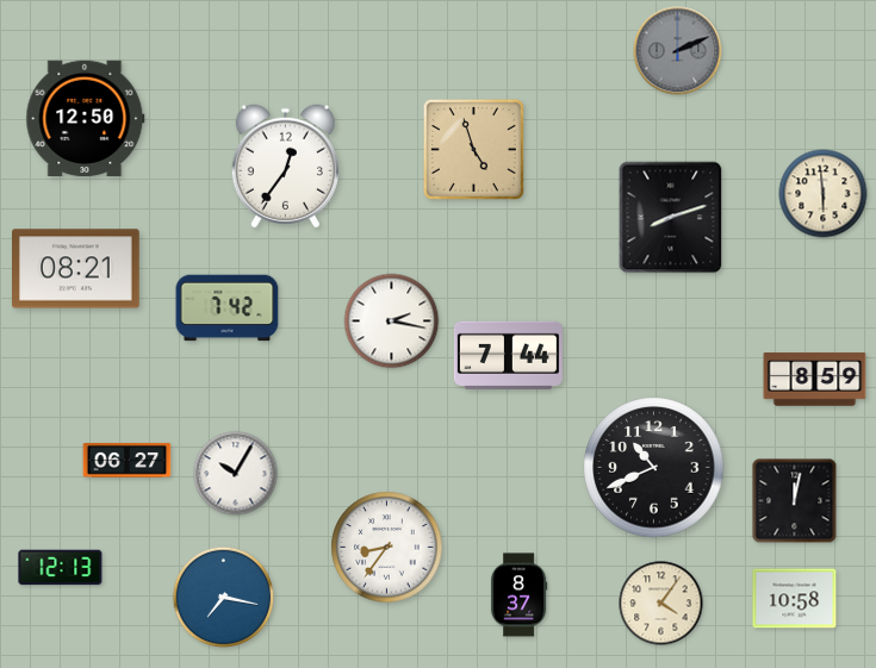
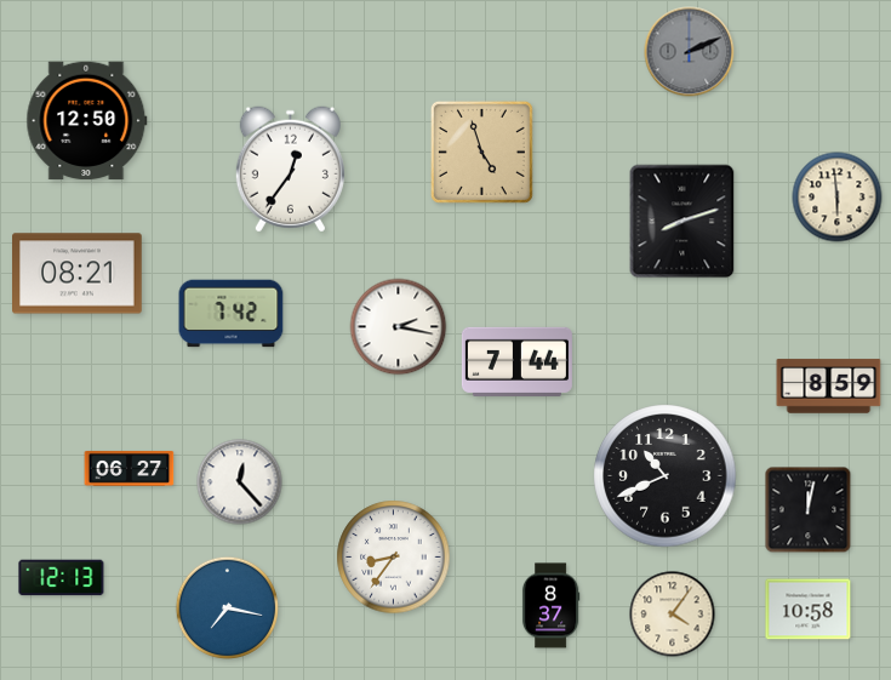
clock at (236, 474): 10:05 -> 12:23
clock at (518, 595) position: (518, 595) -> (550, 606)
